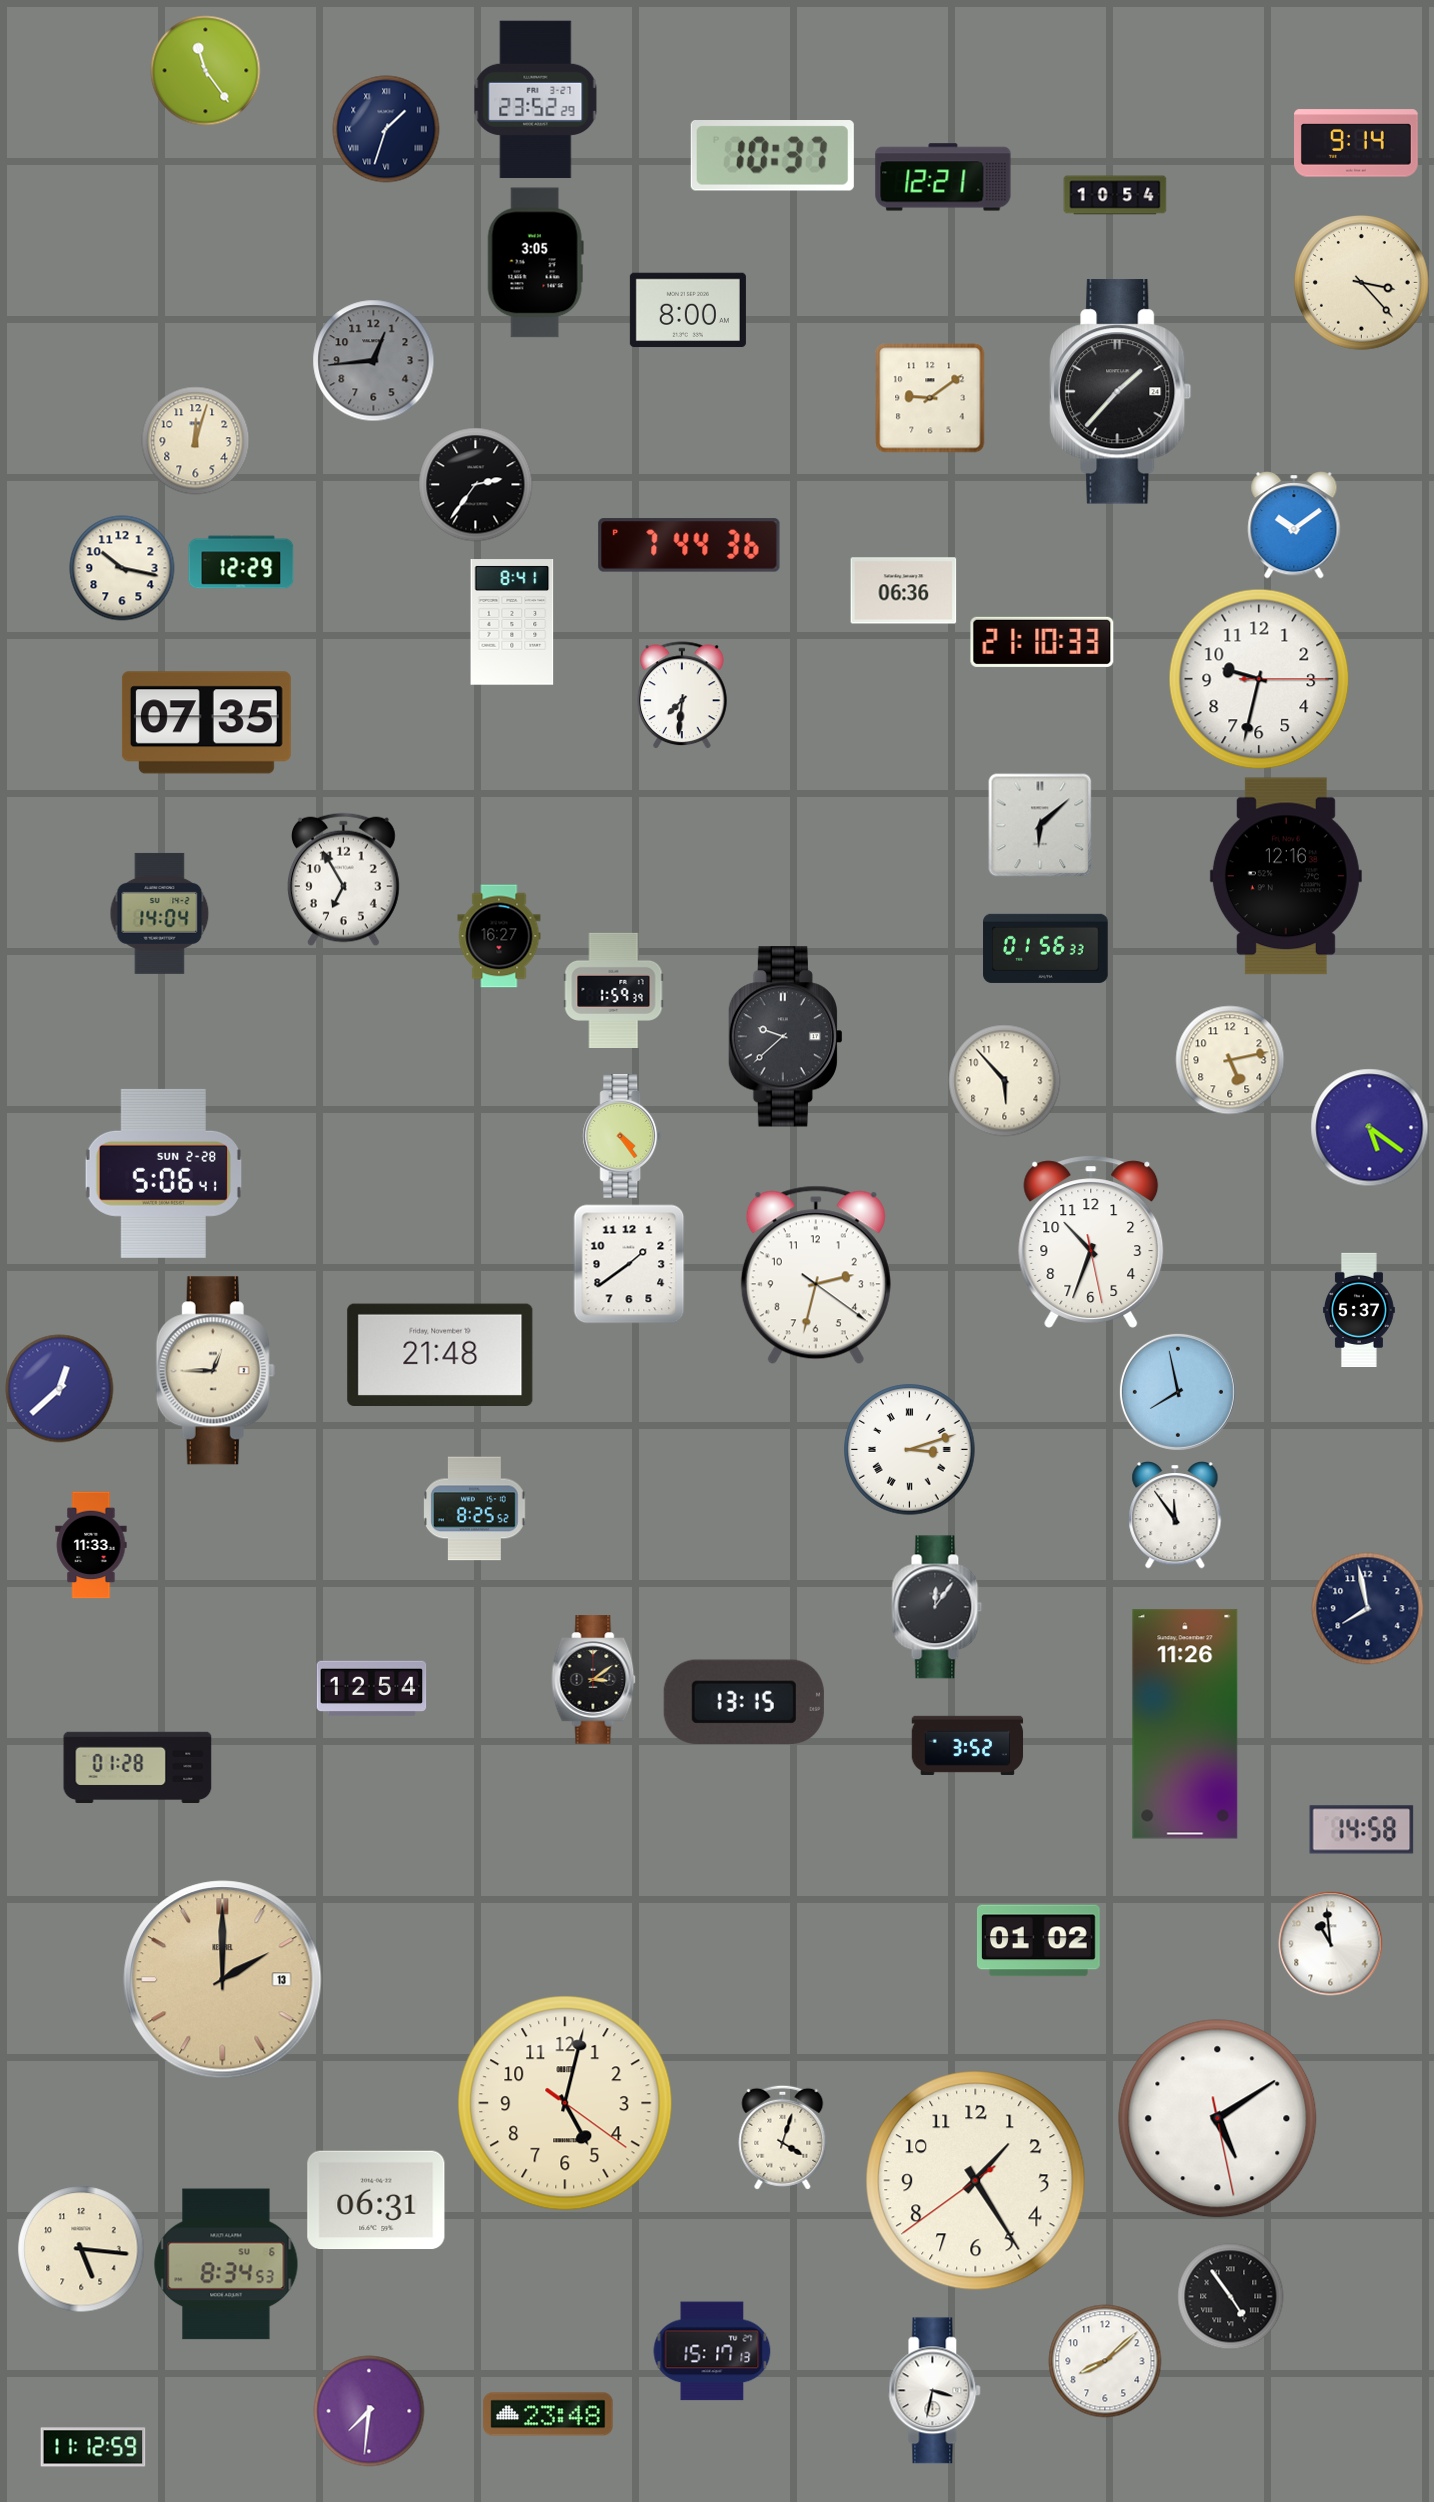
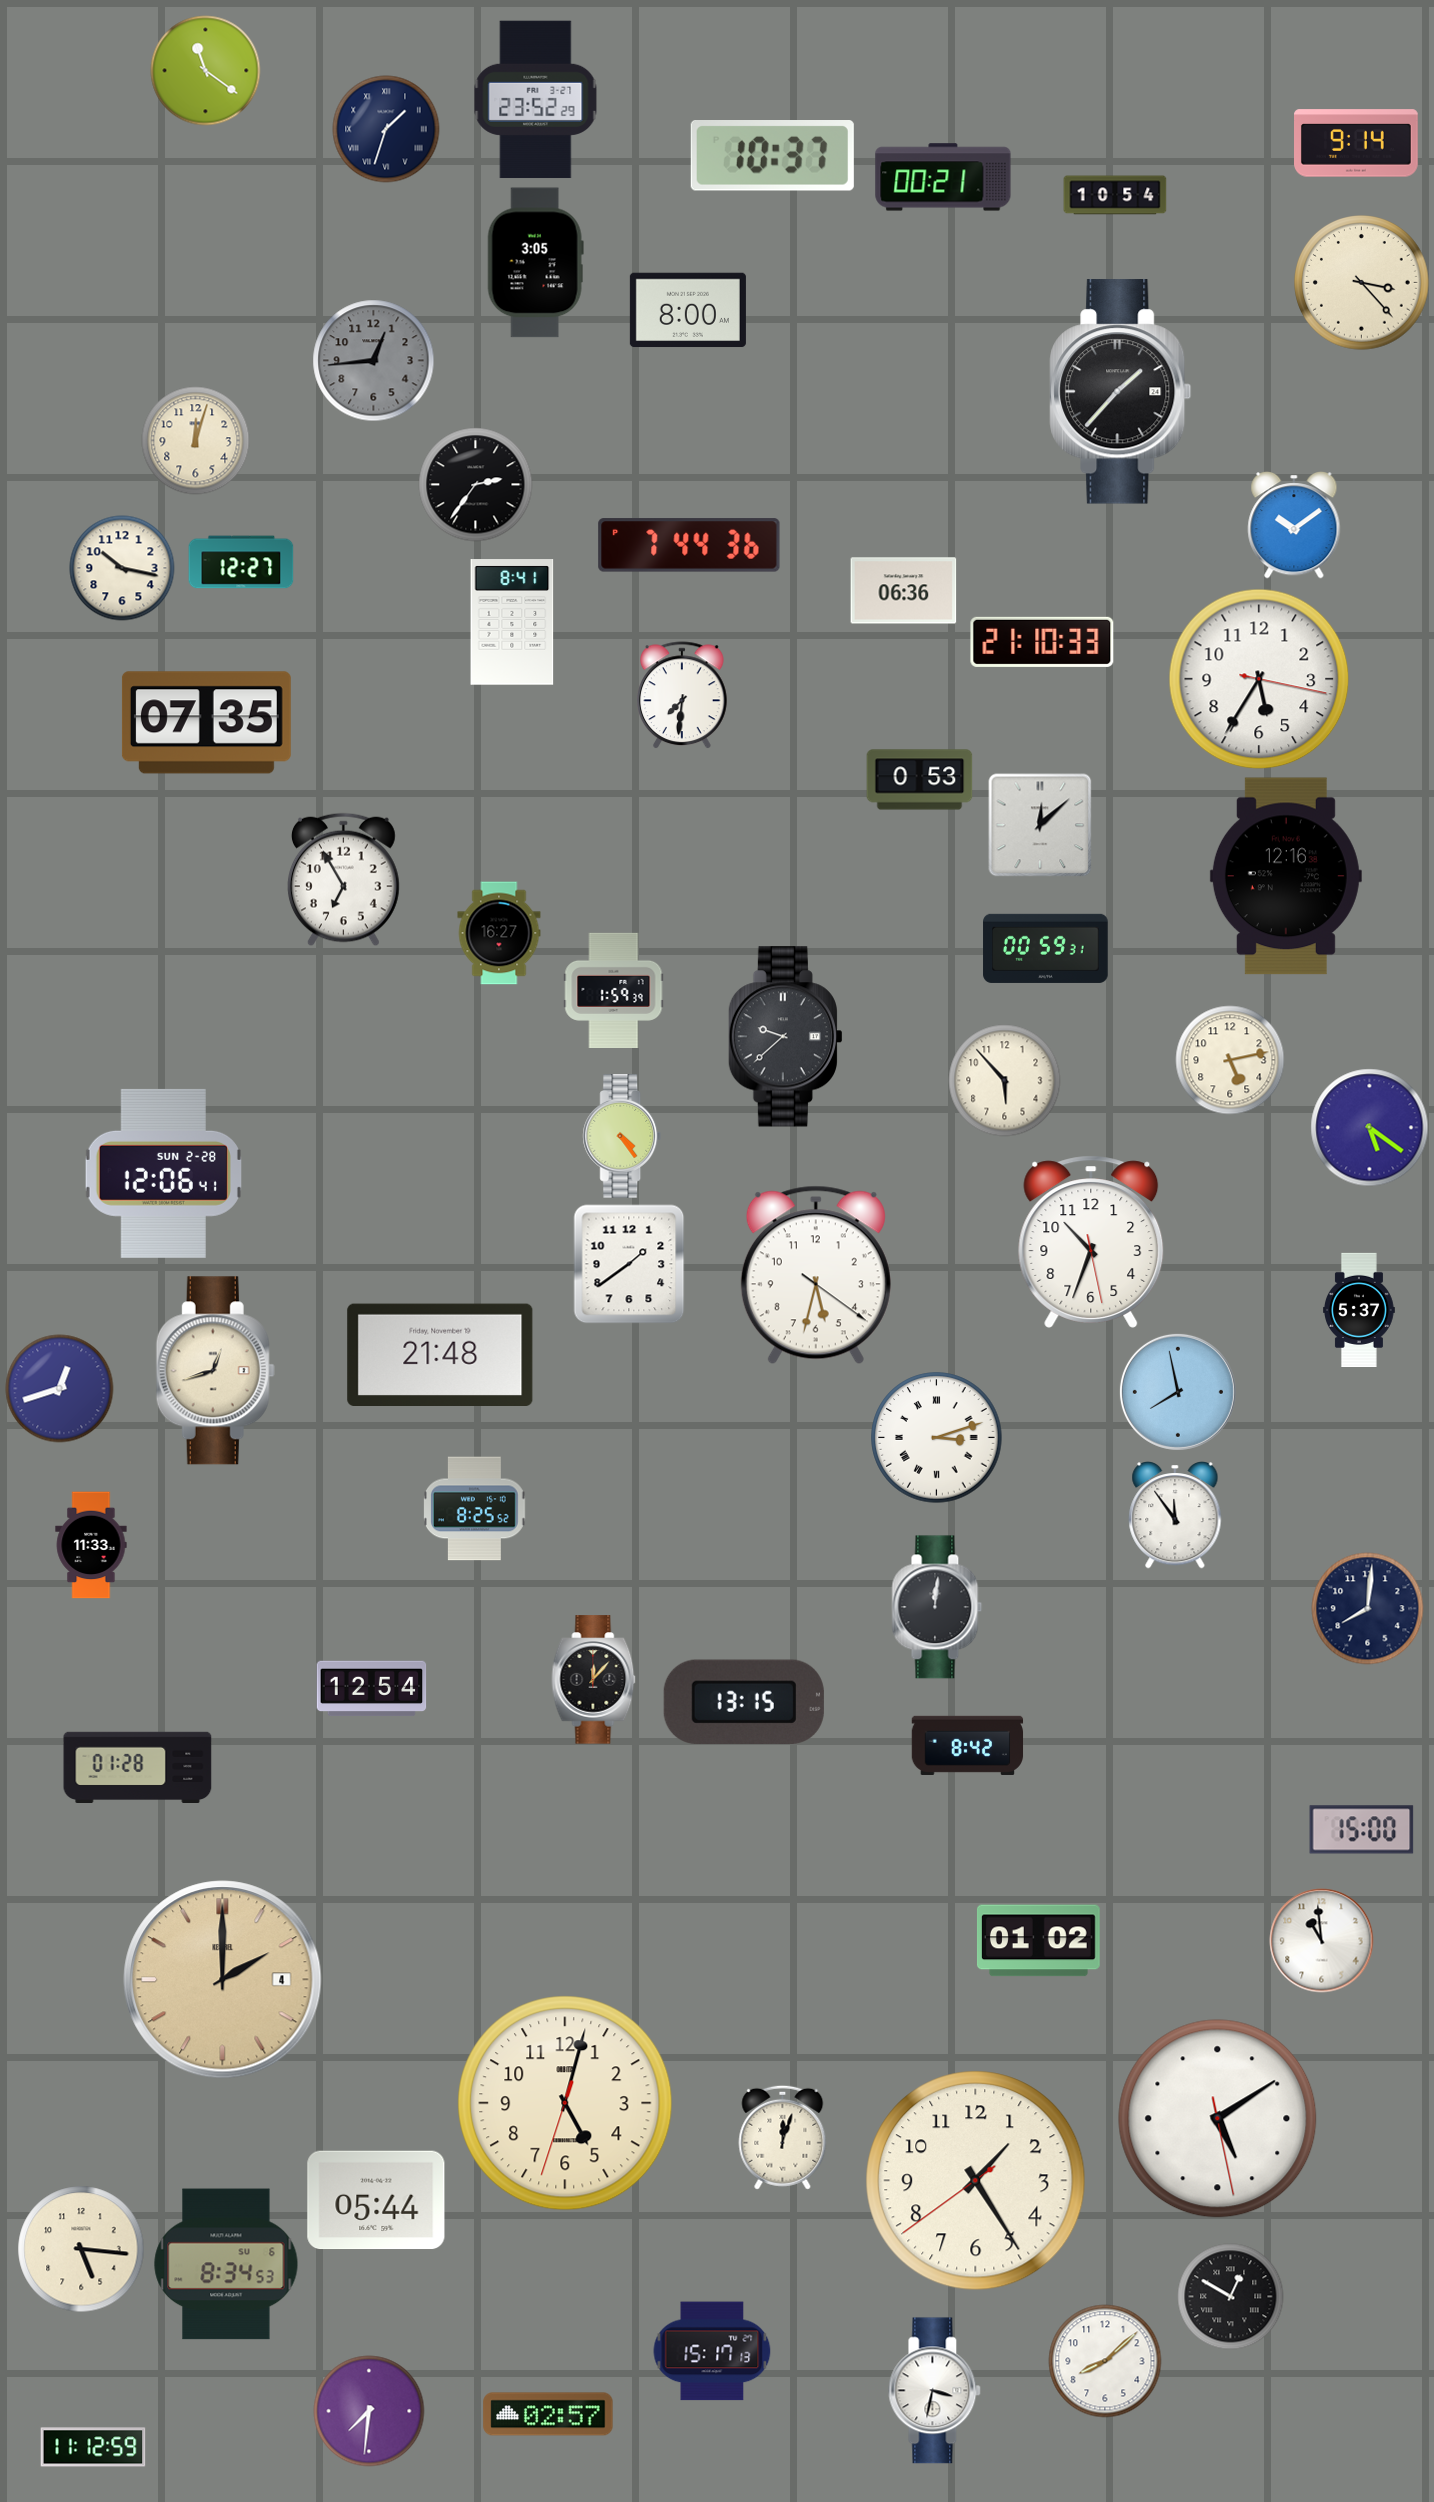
clock at (206, 71): 11:24 -> 11:21
clock at (943, 177): 12:21 -> 00:21
clock at (930, 398): 9:09 -> none
clock at (241, 562): 12:29 -> 12:27
clock at (1259, 679): 9:32 -> 5:35
clock at (920, 780): none -> 0:53
clock at (1040, 825): 6:08 -> 12:08
clock at (160, 913): 14:04 -> none
clock at (499, 936) position: (499, 936) -> (499, 933)
clock at (1046, 948): 01:56 -> 00:59
clock at (163, 1173): 5:06 -> 12:06
clock at (816, 1275): 2:32 -> 5:32
clock at (215, 1371): 12:45 -> 12:42
clock at (60, 1389): 12:38 -> 12:42
clock at (910, 1450) position: (910, 1450) -> (937, 1438)
clock at (937, 1607): 12:06 -> 12:01
clock at (1368, 1609): 7:58 -> 8:01
clock at (594, 1680): 3:09 -> 12:07
clock at (1185, 1724): 11:26 -> none
clock at (968, 1745): 3:52 -> 8:42
clock at (1362, 1830): 14:58 -> 15:00
clock at (1331, 1944) position: (1331, 1944) -> (1322, 1941)
clock at (223, 1980) date: 13 -> 4
clock at (565, 2103): 5:02:21 -> 5:02:33
clock at (783, 2137): 4:03 -> 12:03
clock at (376, 2200): 06:31 -> 05:44
clock at (1231, 2297): 4:54 -> 12:50
clock at (548, 2414): 23:48 -> 02:57
